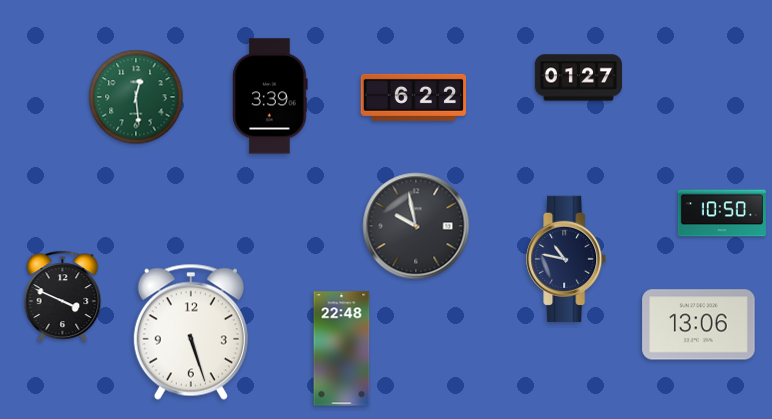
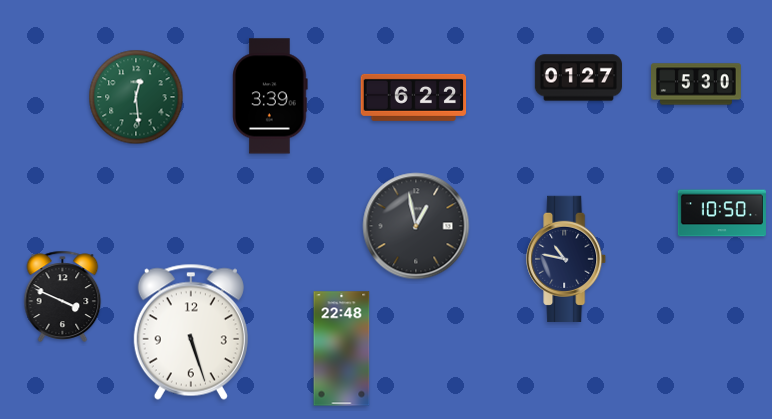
clock at (697, 84): none -> 5:30
clock at (416, 226): 9:58 -> 12:58
clock at (699, 325): 13:06 -> none
